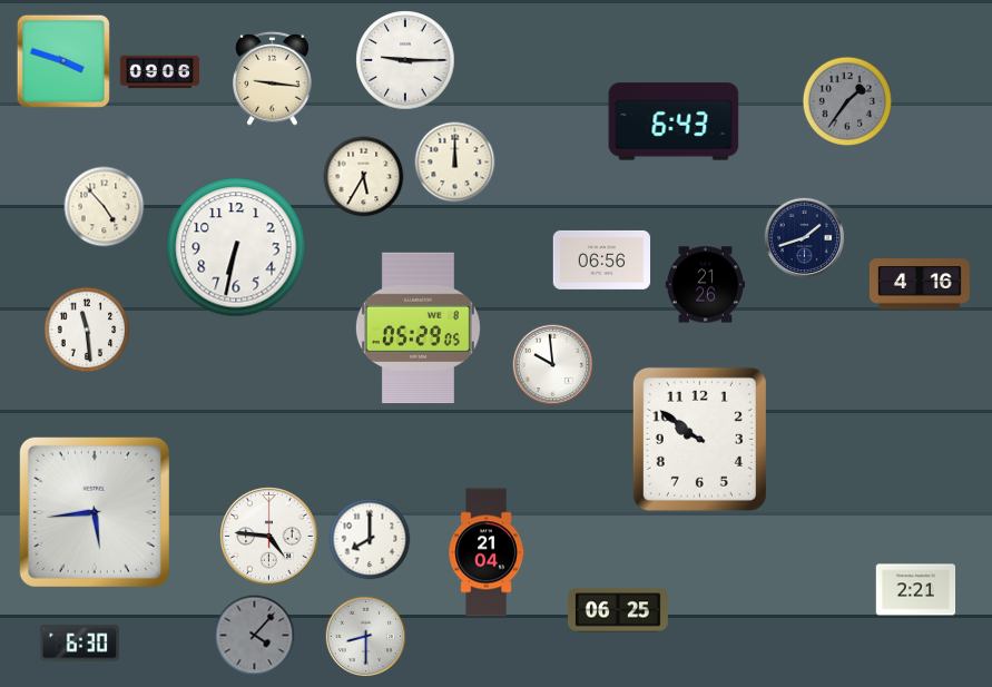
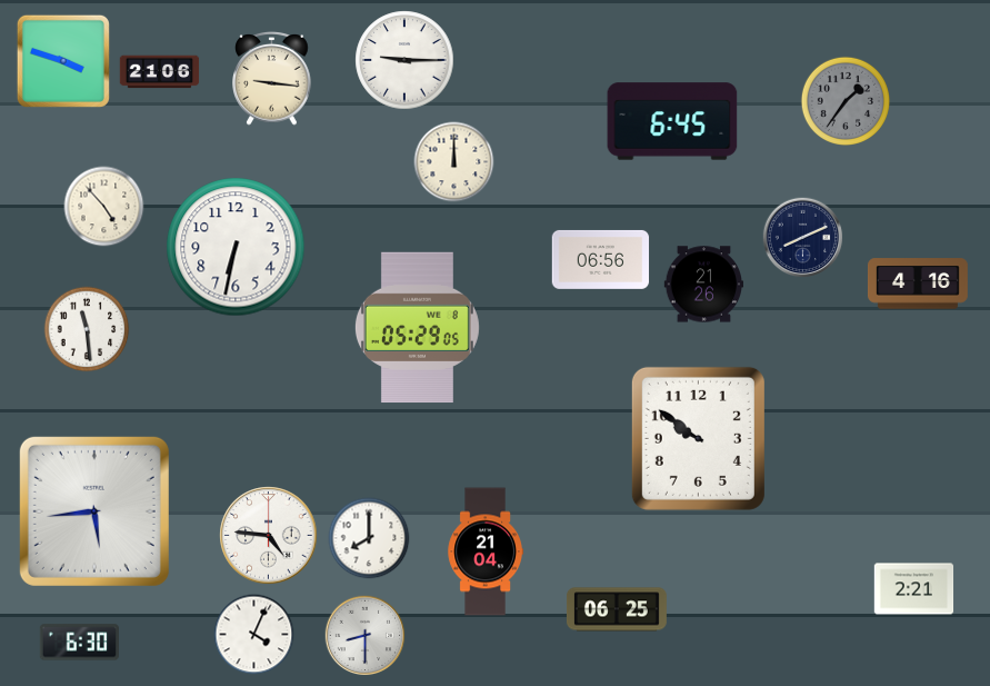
clock at (160, 72): 09:06 -> 21:06
clock at (674, 121): 6:43 -> 6:45
clock at (364, 177): 5:35 -> none
clock at (805, 238): 1:42 -> 8:11
clock at (553, 365): 9:59 -> none
clock at (255, 636): 4:07 -> 4:04
clock at (255, 636) dial: grey -> white
